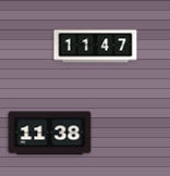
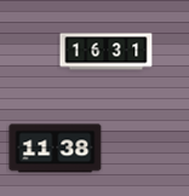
clock at (96, 47): 11:47 -> 16:31
